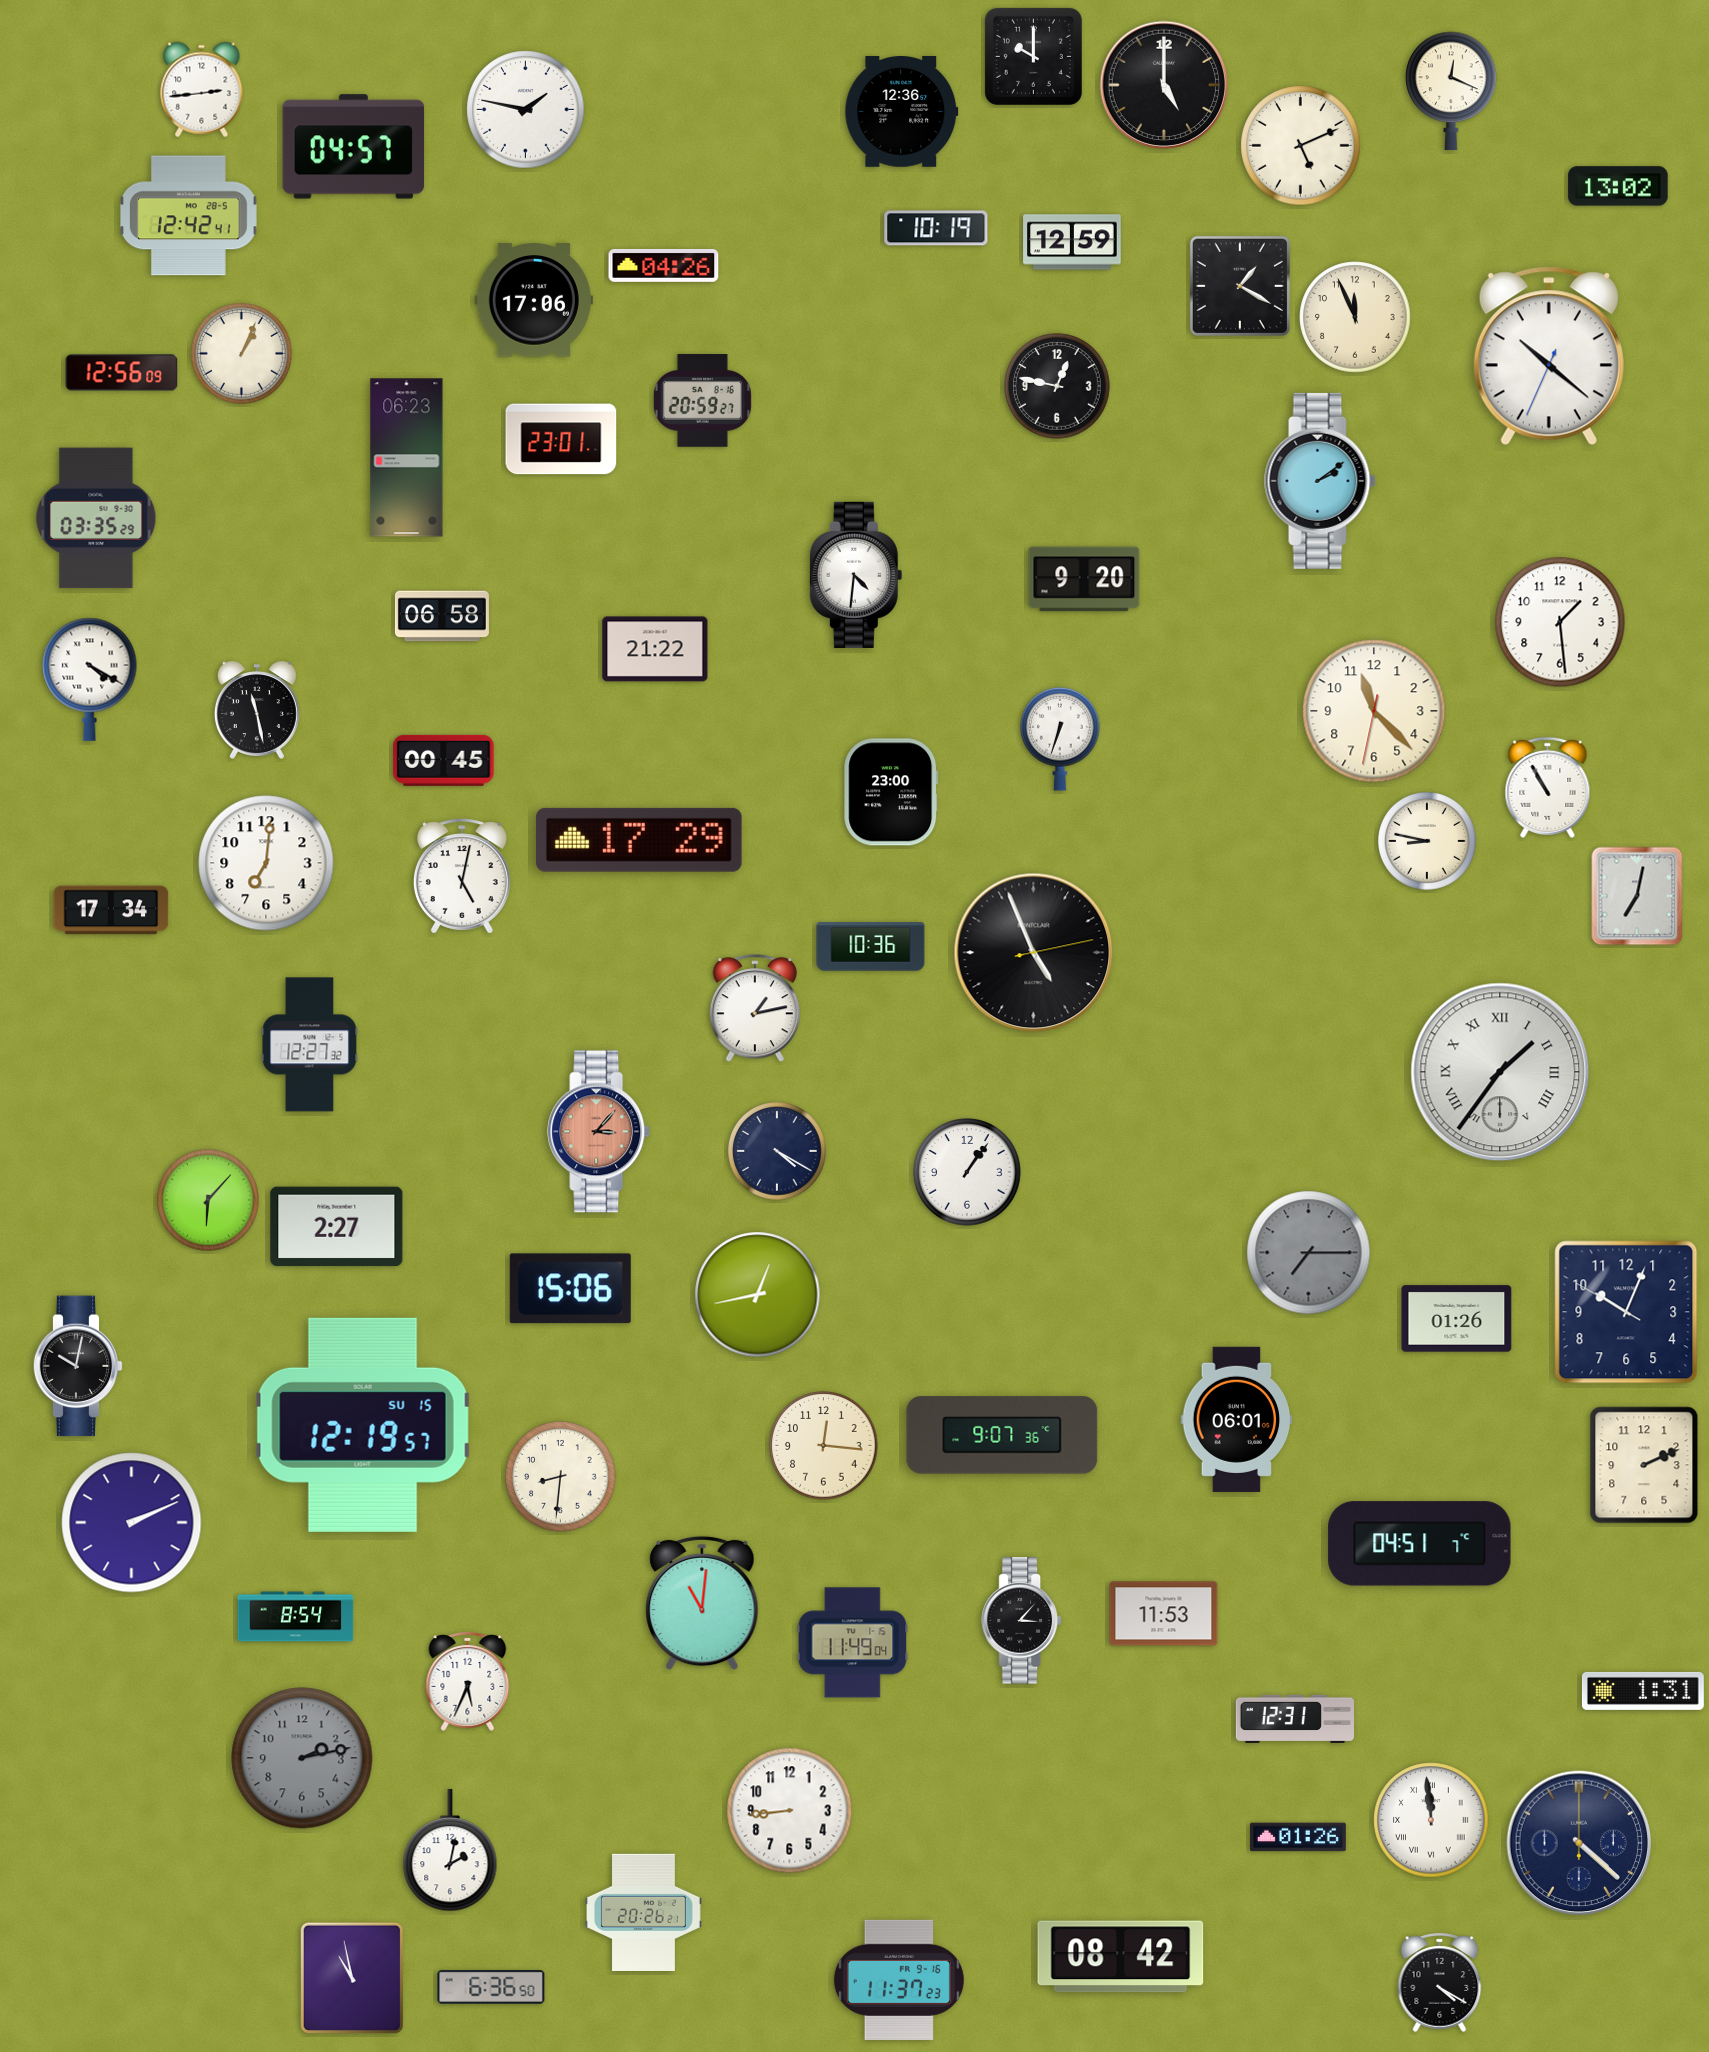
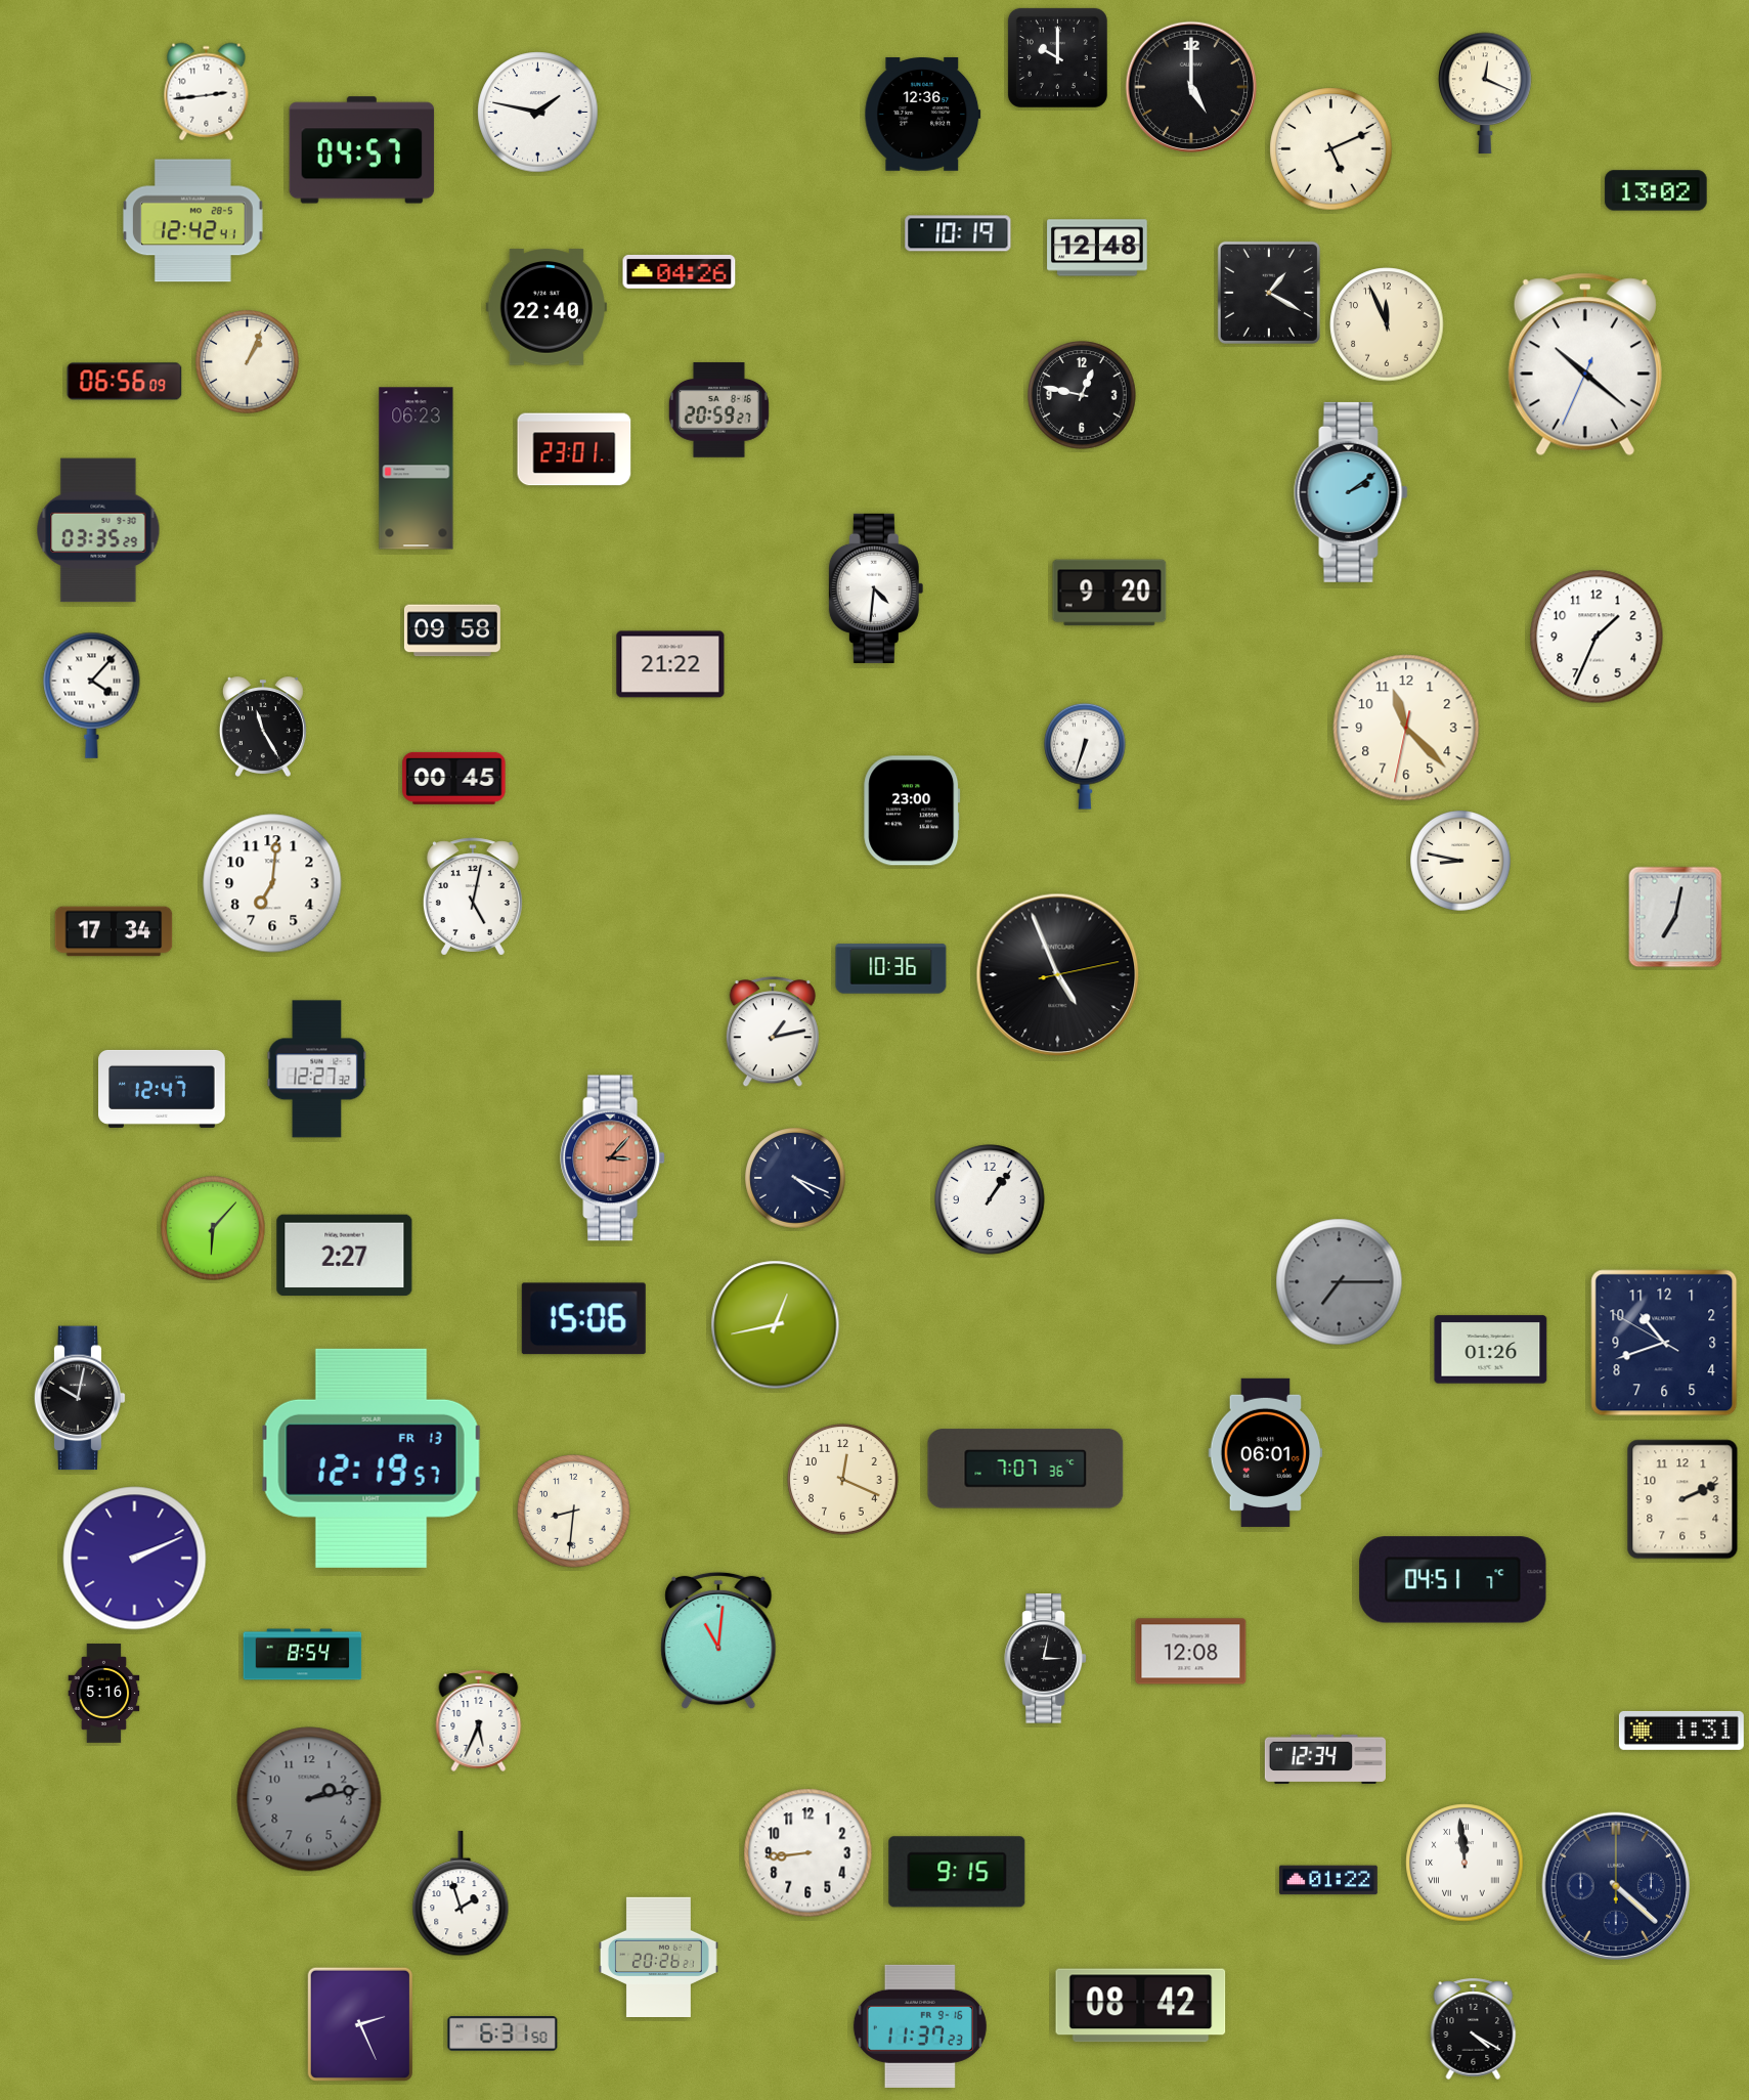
clock at (1072, 242): 12:59 -> 12:48
clock at (534, 300): 17:06 -> 22:40
clock at (122, 373): 12:56 -> 06:56
clock at (442, 616): 06:58 -> 09:58
clock at (1560, 622): 1:29 -> 1:34
clock at (90, 679): 4:20 -> 4:07
clock at (257, 710): 11:28 -> 11:25
clock at (1548, 787): 10:55 -> none
clock at (639, 840): 17:29 -> none
clock at (162, 1089): none -> 12:47
clock at (1500, 1072): 1:36 -> none
clock at (778, 1152): 4:20 -> 4:19
clock at (1626, 1312): 10:03 -> 10:41
clock at (363, 1425) date: SU 15 -> FR 13
clock at (1002, 1435): 9:07 -> 7:07
clock at (824, 1446): 12:16 -> 12:19
clock at (1164, 1614): 11:53 -> 12:08
clock at (1021, 1621): 3:07 -> 3:02
clock at (853, 1643): 11:49 -> none
clock at (104, 1694): none -> 5:16
clock at (1294, 1719): 12:31 -> 12:34
clock at (957, 1872): none -> 9:15
clock at (1299, 1837): 01:26 -> 01:22
clock at (450, 1850): 2:02 -> 1:57
clock at (1121, 1957) position: (1121, 1957) -> (1141, 2006)
clock at (352, 1977): 10:58 -> 2:26
clock at (491, 1988): 6:36 -> 6:31
